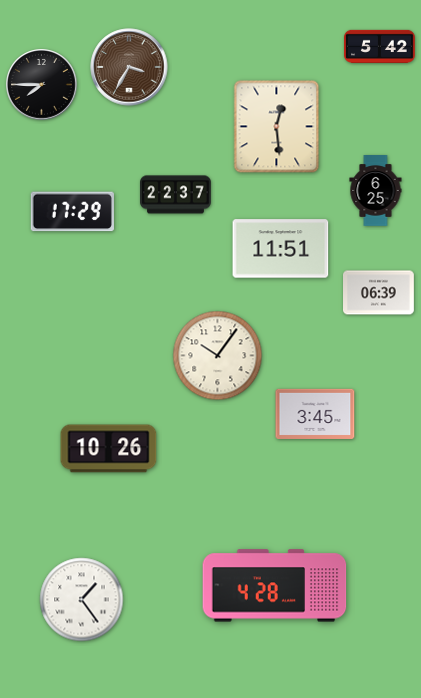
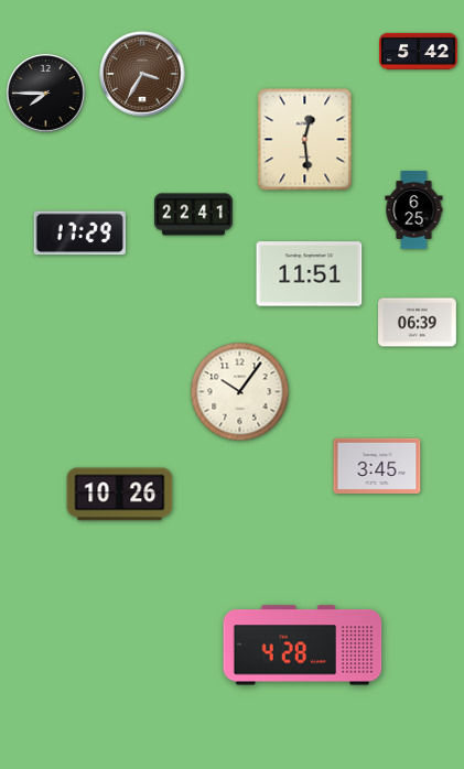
clock at (176, 195): 22:37 -> 22:41
clock at (315, 414) position: (315, 414) -> (377, 466)
clock at (82, 600): 1:24 -> none
